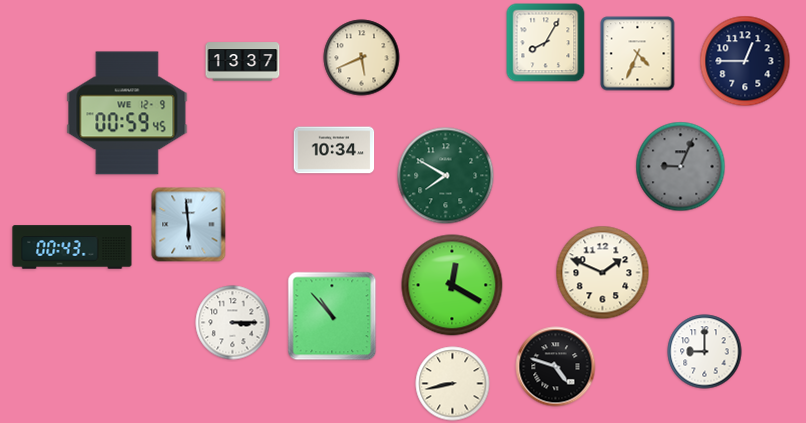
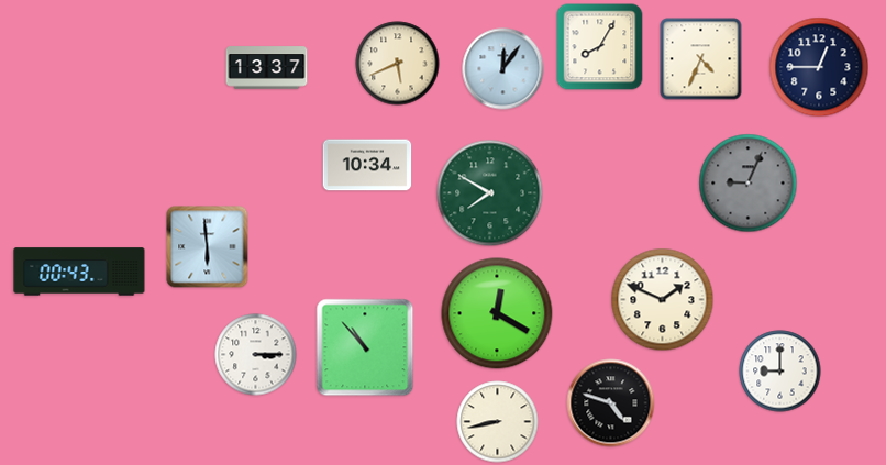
clock at (503, 69): none -> 12:06
clock at (127, 113): 00:59 -> none
clock at (705, 352) position: (705, 352) -> (780, 372)
